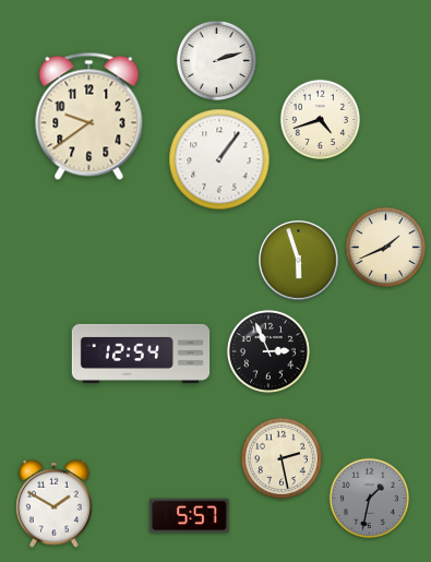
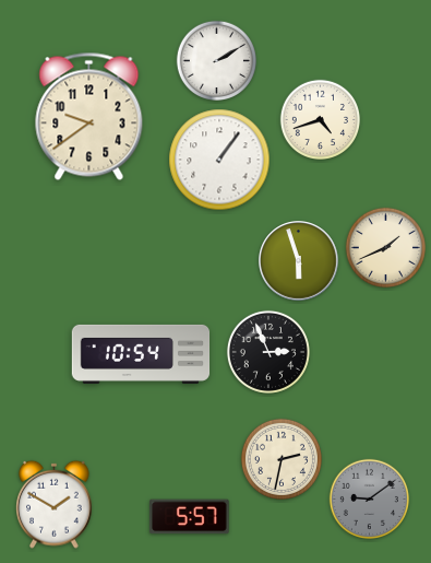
clock at (216, 60): 2:12 -> 2:10
clock at (141, 354): 12:54 -> 10:54
clock at (282, 458): 2:28 -> 2:32
clock at (369, 498): 1:32 -> 9:09
